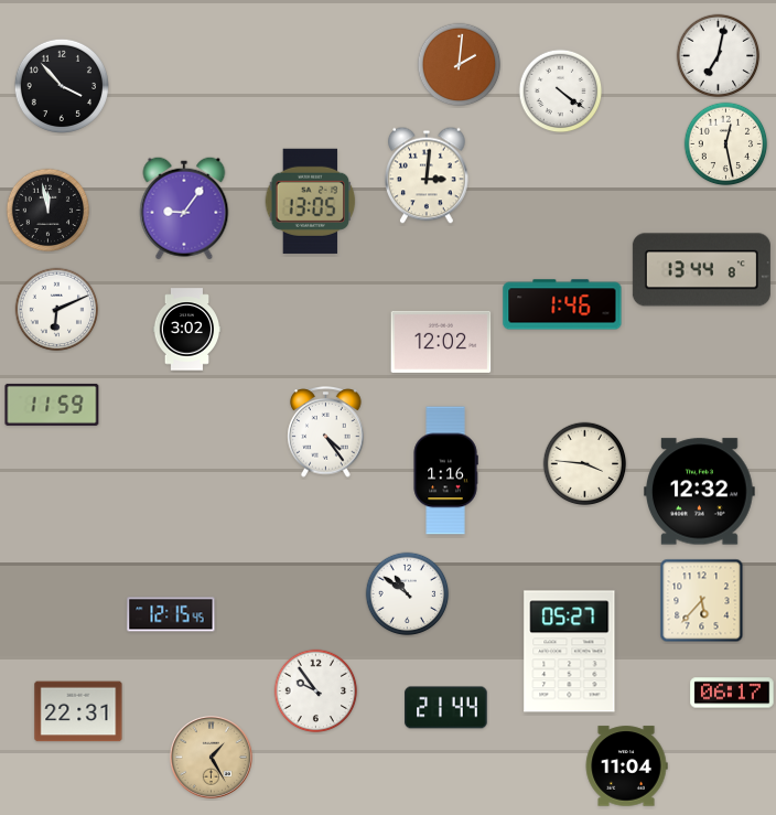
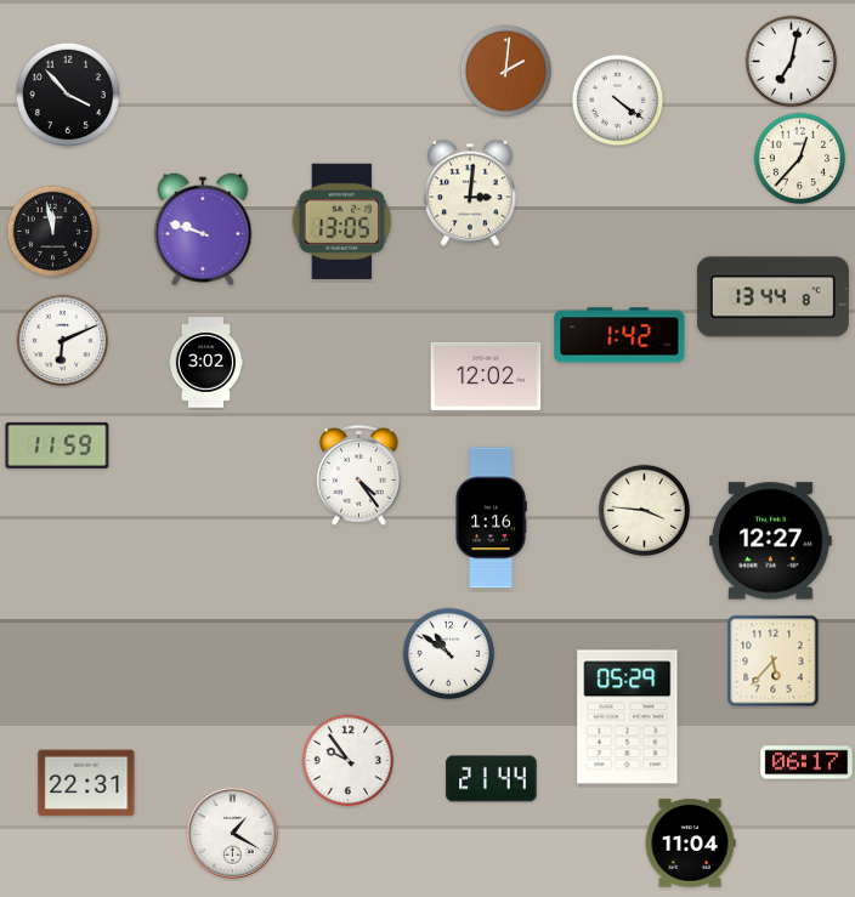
clock at (726, 144): 12:28 -> 12:37
clock at (184, 208): 9:06 -> 9:48
clock at (562, 304): 1:46 -> 1:42
clock at (700, 492): 12:32 -> 12:27
clock at (171, 614): 12:15 -> none
clock at (570, 652): 05:27 -> 05:29
clock at (211, 757): 1:25 -> 1:20
clock at (211, 757) dial: champagne -> white
